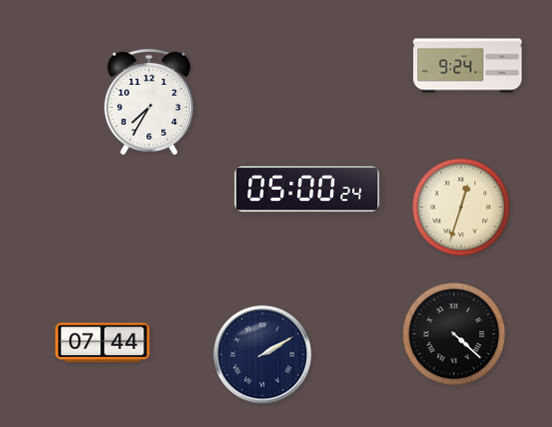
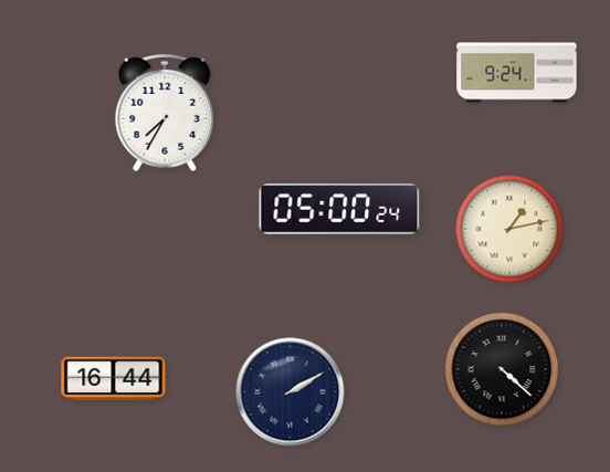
clock at (461, 207): 12:33 -> 1:13
clock at (103, 343): 07:44 -> 16:44
